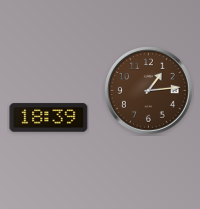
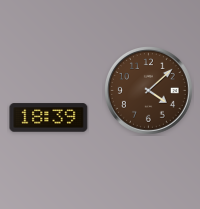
clock at (149, 91): 1:14 -> 4:08
